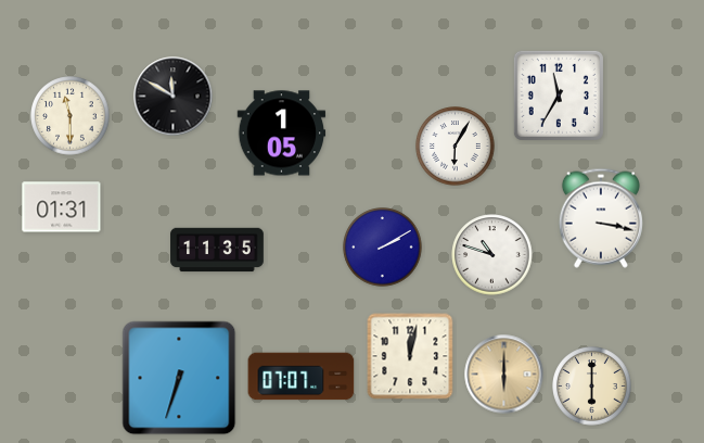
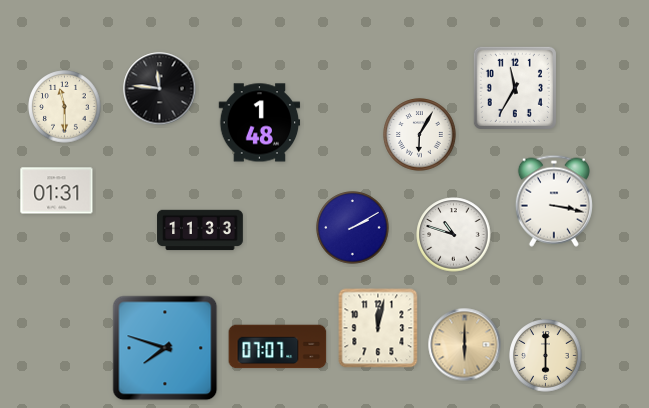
clock at (174, 97): 11:50 -> 11:46
clock at (282, 134): 1:05 -> 1:48
clock at (217, 250): 11:35 -> 11:33
clock at (179, 378): 6:33 -> 7:48
